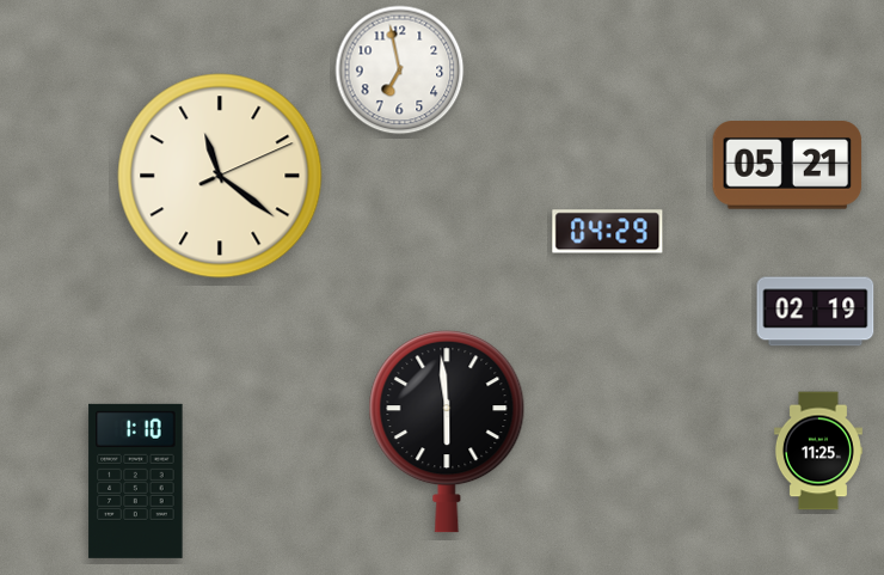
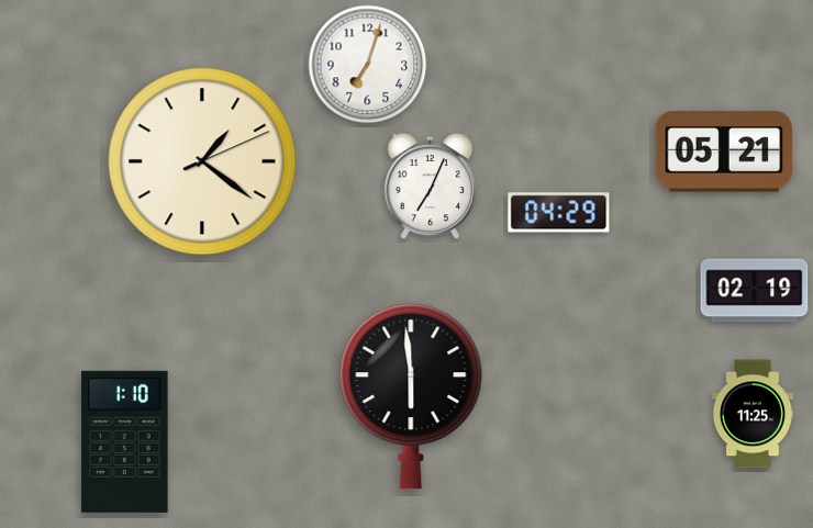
clock at (400, 71): 6:58 -> 7:03
clock at (220, 176): 11:21 -> 1:21
clock at (431, 187): none -> 7:04
clock at (816, 312) position: (816, 312) -> (755, 291)
